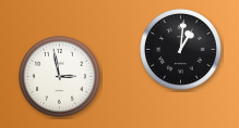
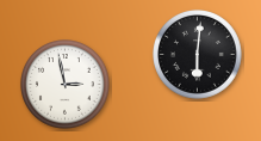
clock at (181, 50): 1:01 -> 6:01
